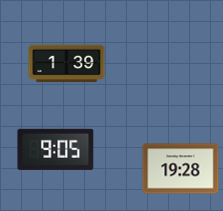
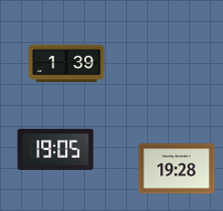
clock at (56, 149): 9:05 -> 19:05
clock at (181, 169) position: (181, 169) -> (177, 169)
